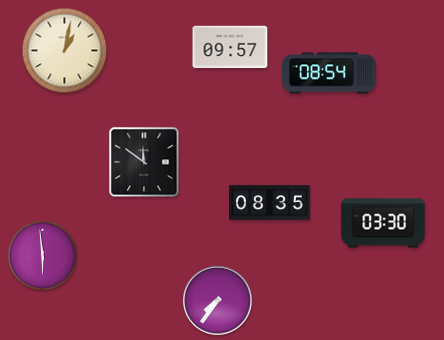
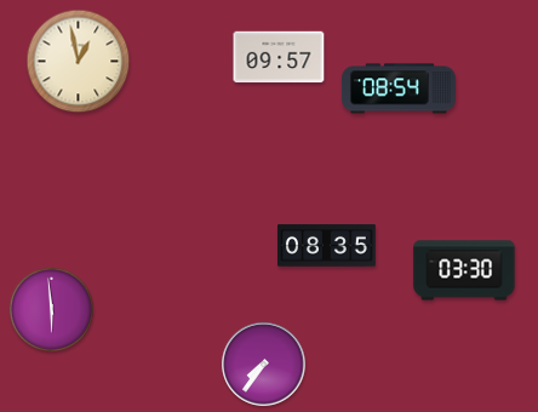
clock at (65, 51): 1:02 -> 12:58
clock at (144, 162): 11:51 -> none
